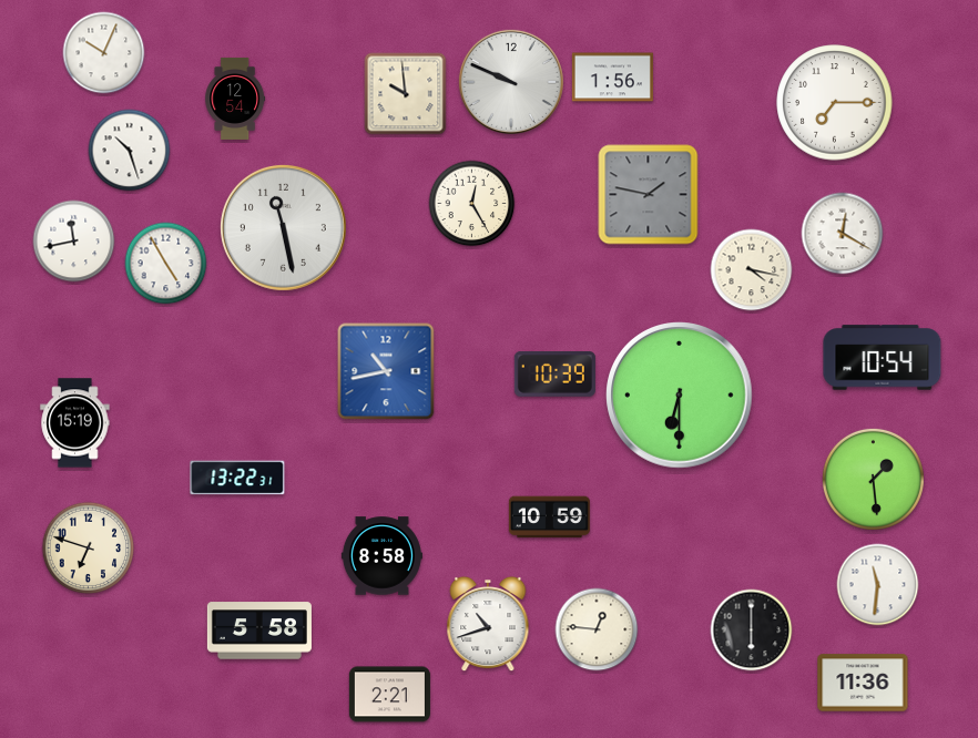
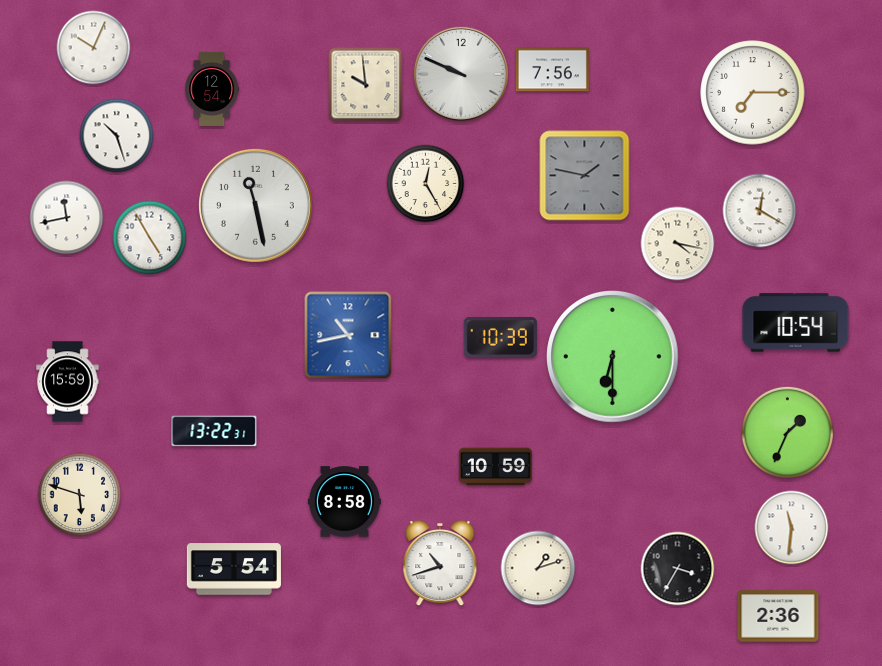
clock at (612, 78): 1:56 -> 7:56
clock at (75, 423): 15:19 -> 15:59
clock at (873, 479): 1:29 -> 1:34
clock at (89, 549): 6:48 -> 5:48
clock at (597, 629): 12:46 -> 1:12
clock at (259, 631): 5:58 -> 5:54
clock at (752, 631): 6:00 -> 3:35
clock at (863, 683): 11:36 -> 2:36
clock at (389, 695): 2:21 -> none
